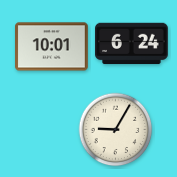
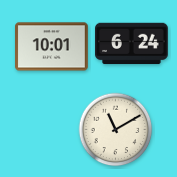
clock at (116, 130): 9:05 -> 11:10
